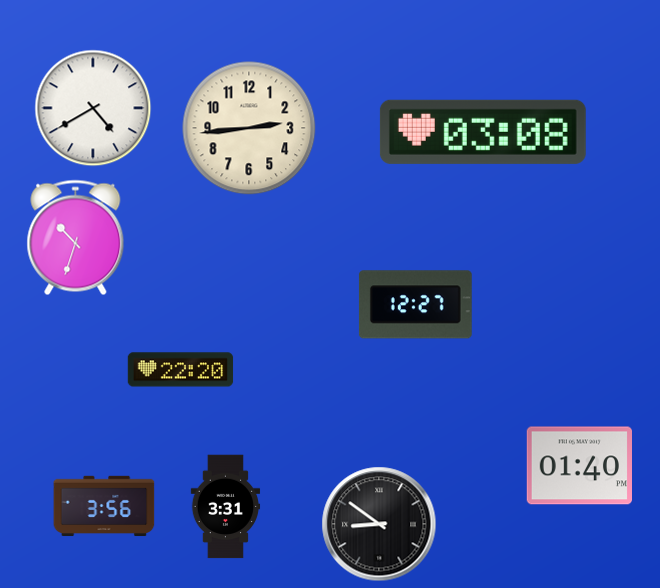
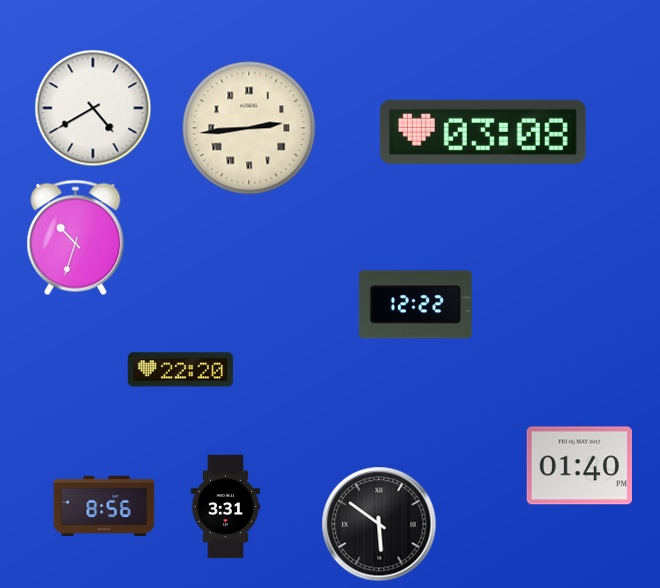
clock at (249, 128) numerals: Arabic -> Roman
clock at (415, 305): 12:27 -> 12:22
clock at (104, 506): 3:56 -> 8:56
clock at (379, 524): 8:51 -> 5:51
